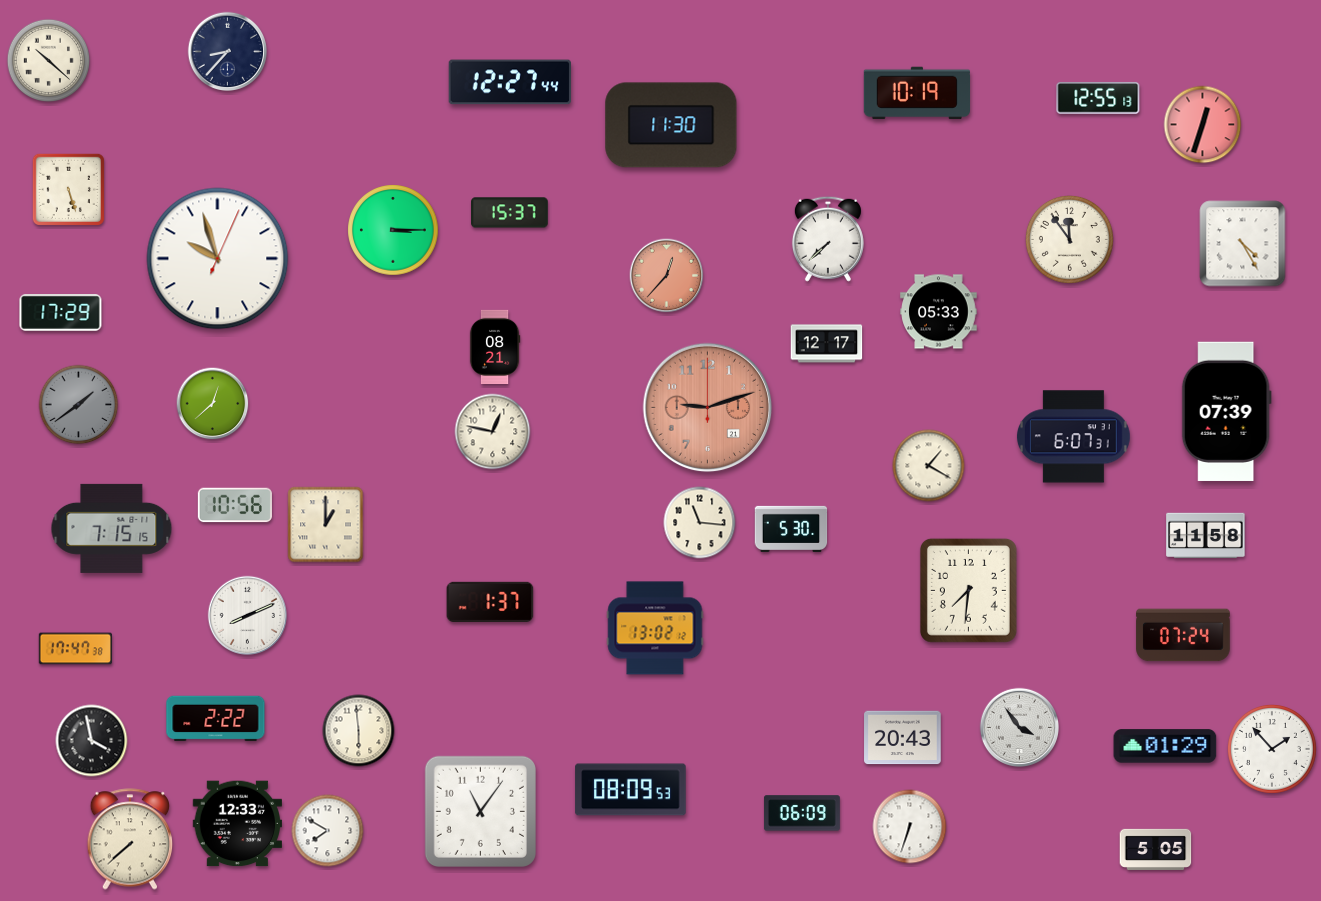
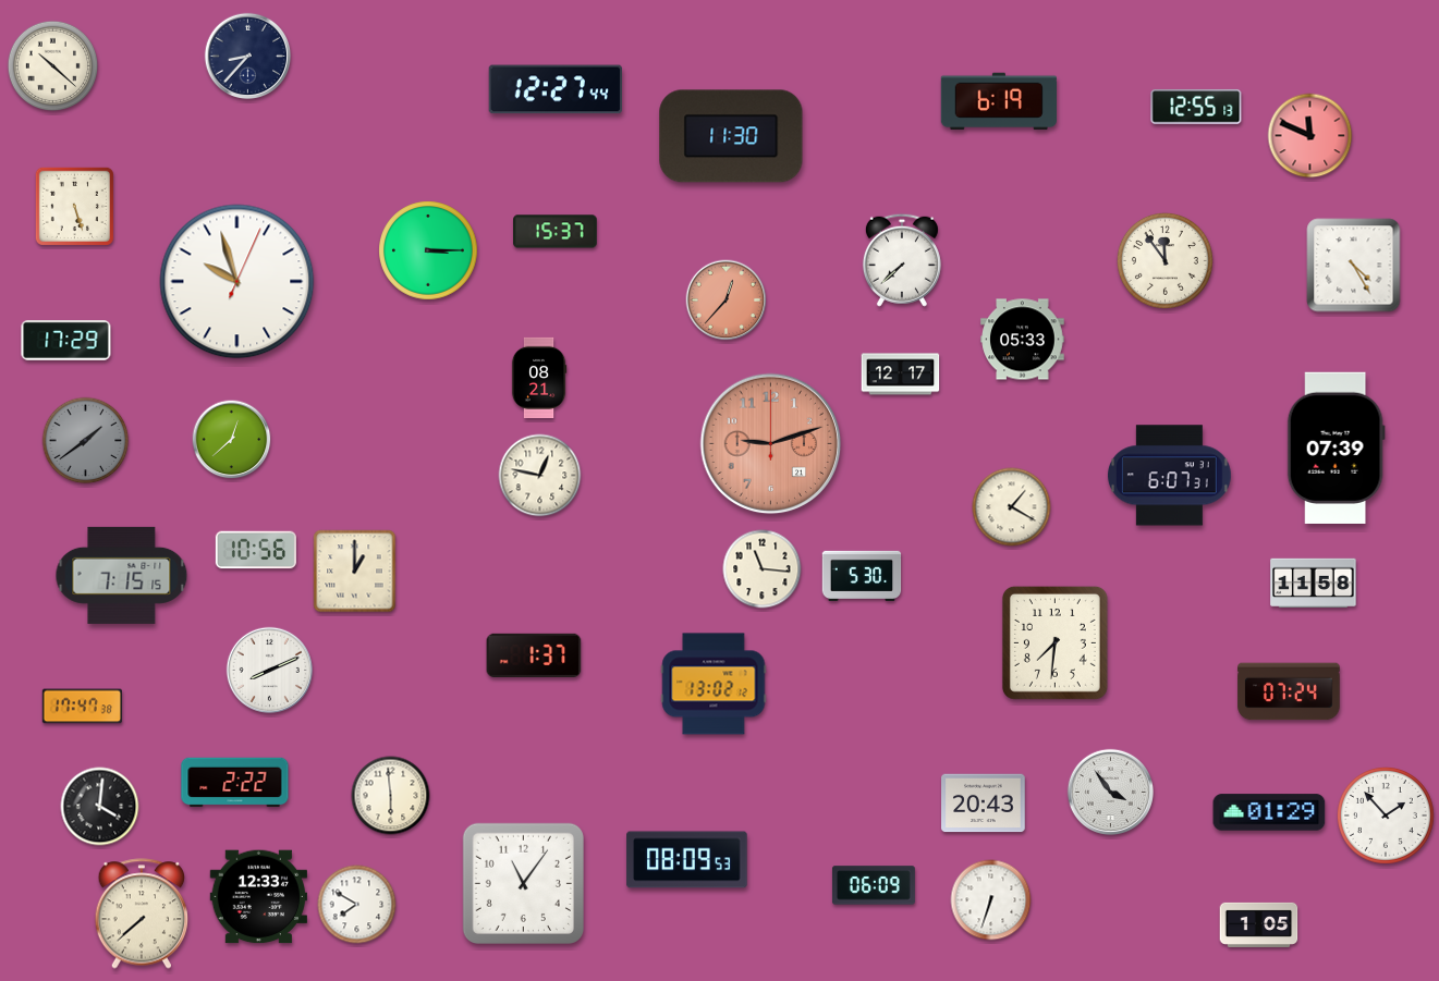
clock at (916, 93): 10:19 -> 6:19
clock at (1203, 125): 12:33 -> 11:49
clock at (493, 432) position: (493, 432) -> (540, 476)
clock at (92, 741): 3:58 -> 4:01
clock at (1156, 849): 5:05 -> 1:05
